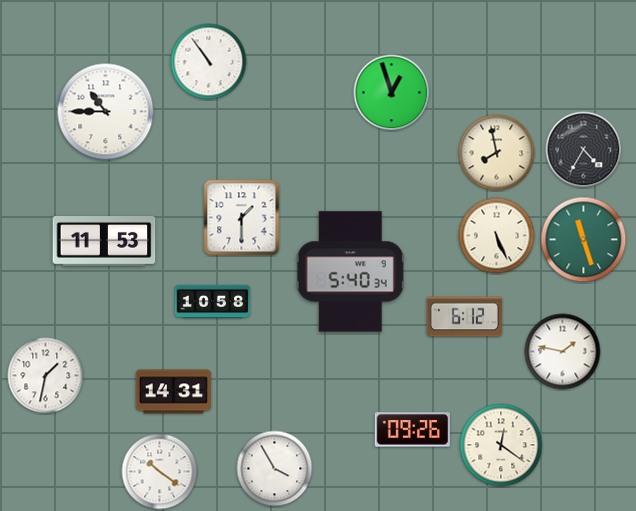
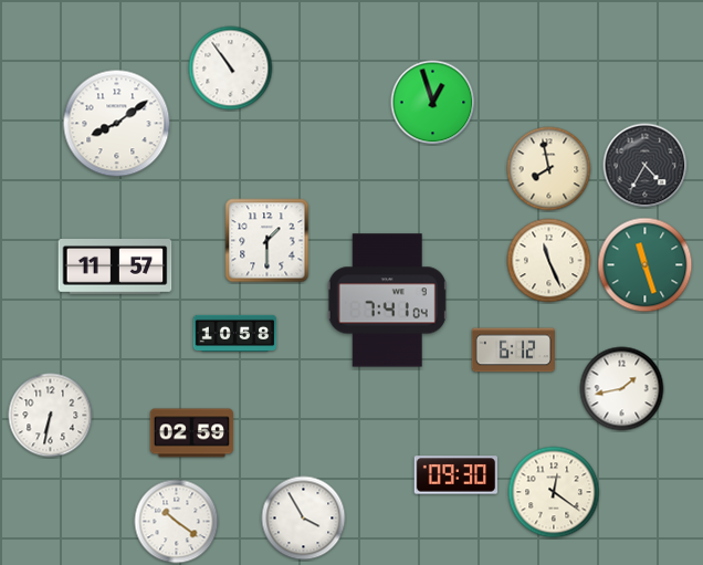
clock at (106, 112): 10:45 -> 8:09
clock at (497, 236): 5:26 -> 11:26
clock at (104, 242): 11:53 -> 11:57
clock at (350, 272): 5:40 -> 7:41
clock at (563, 352): 1:47 -> 1:43
clock at (46, 376): 1:32 -> 6:32
clock at (174, 392): 14:31 -> 02:59
clock at (412, 430): 09:26 -> 09:30
